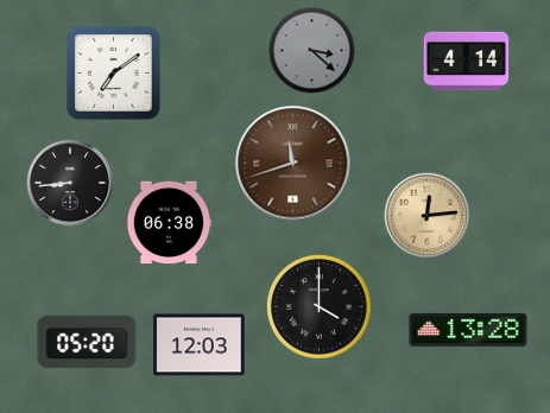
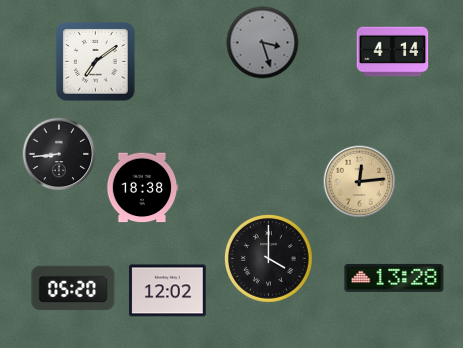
clock at (312, 51): 3:22 -> 3:27
clock at (293, 164): 11:42 -> none
clock at (169, 223): 06:38 -> 18:38
clock at (200, 345): 12:03 -> 12:02
